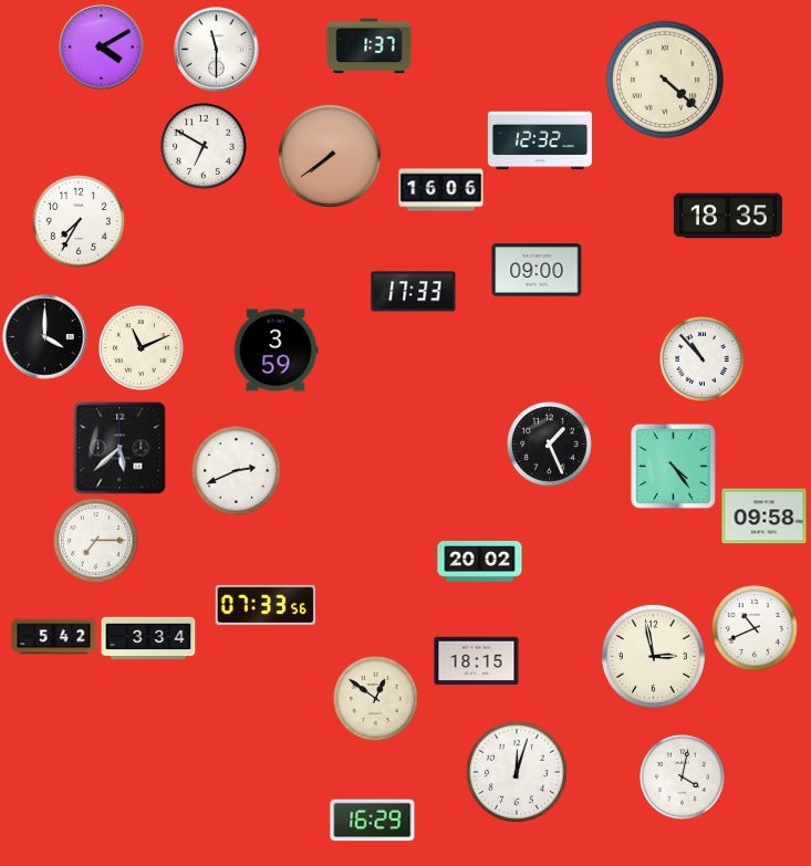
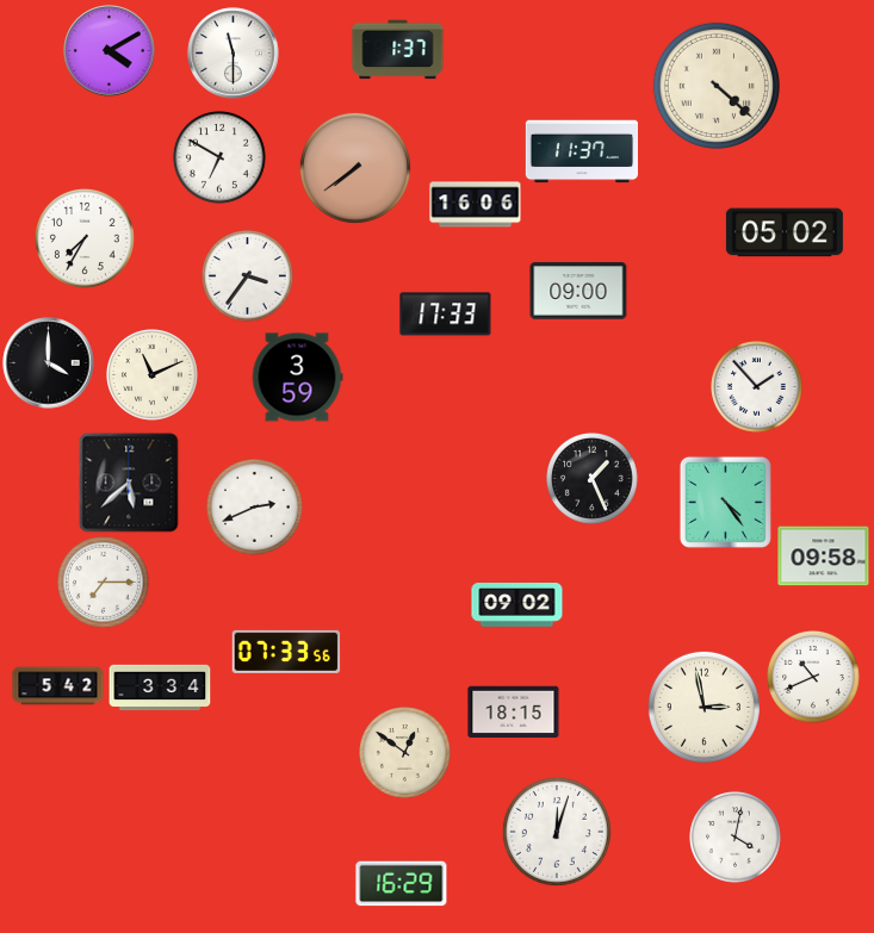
clock at (539, 140): 12:32 -> 11:37
clock at (728, 216): 18:35 -> 05:02
clock at (248, 276): none -> 3:36
clock at (703, 359): 10:53 -> 1:53
clock at (480, 562): 20:02 -> 09:02
